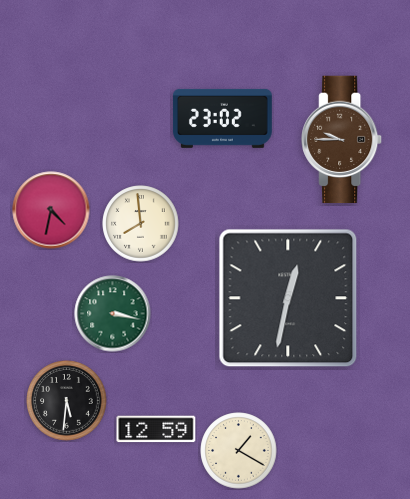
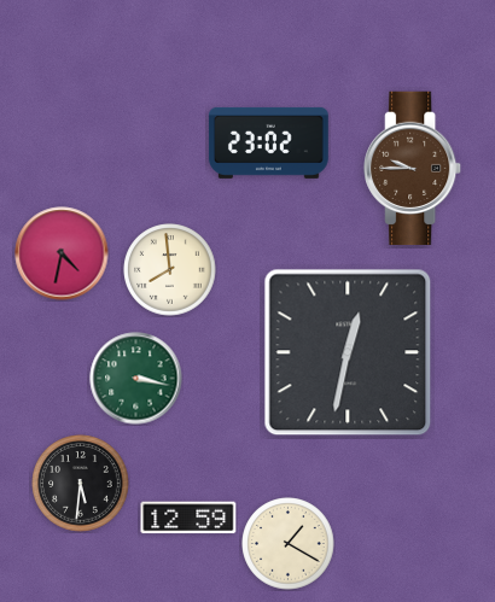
clock at (288, 298) position: (288, 298) -> (348, 352)
